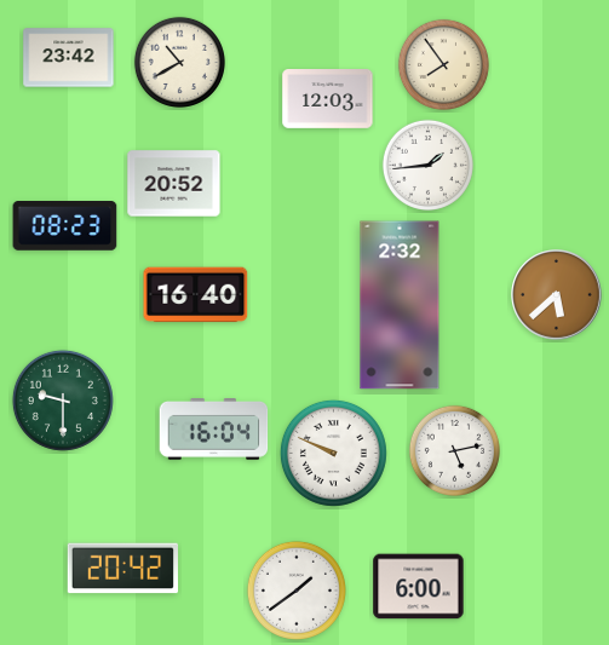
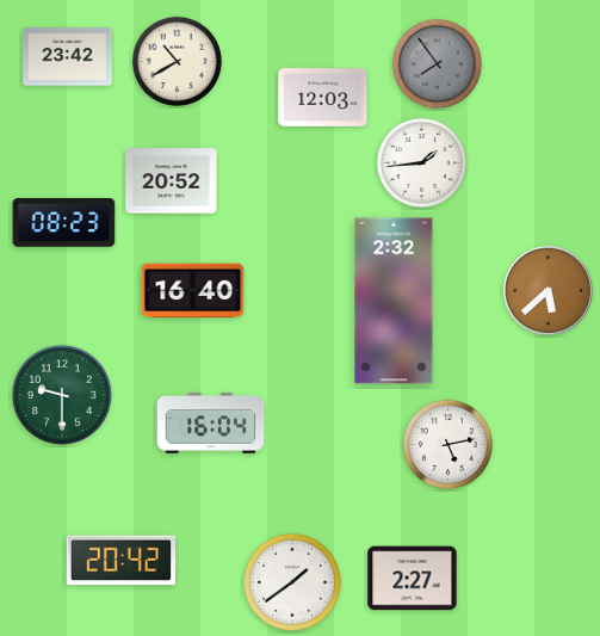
clock at (443, 64) dial: cream -> grey
clock at (333, 453): 9:49 -> none
clock at (419, 587): 6:00 -> 2:27
